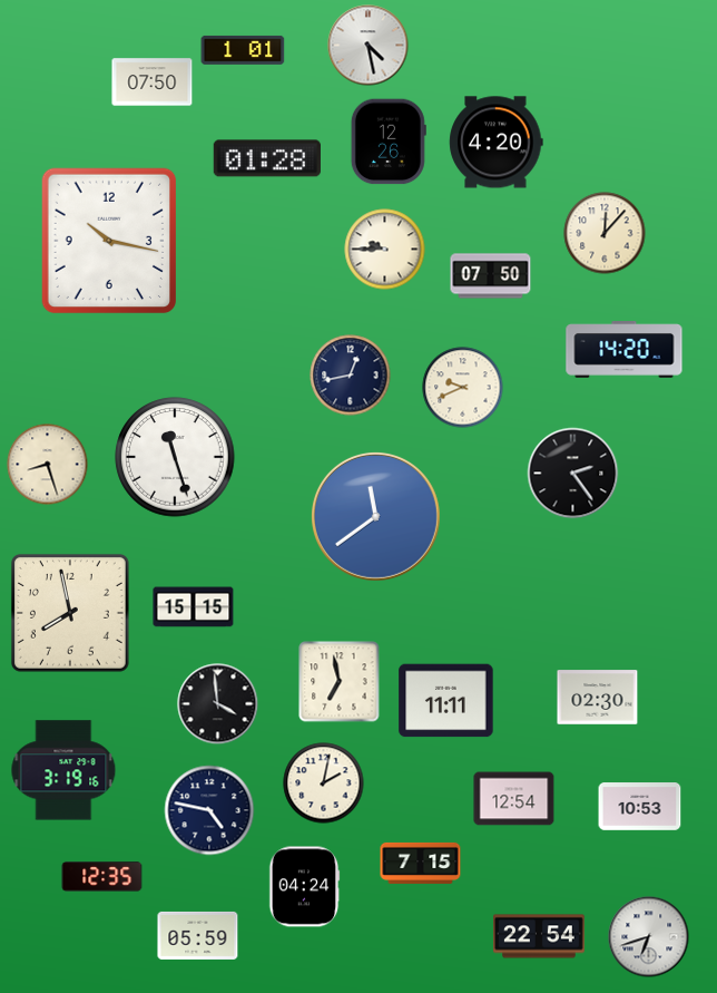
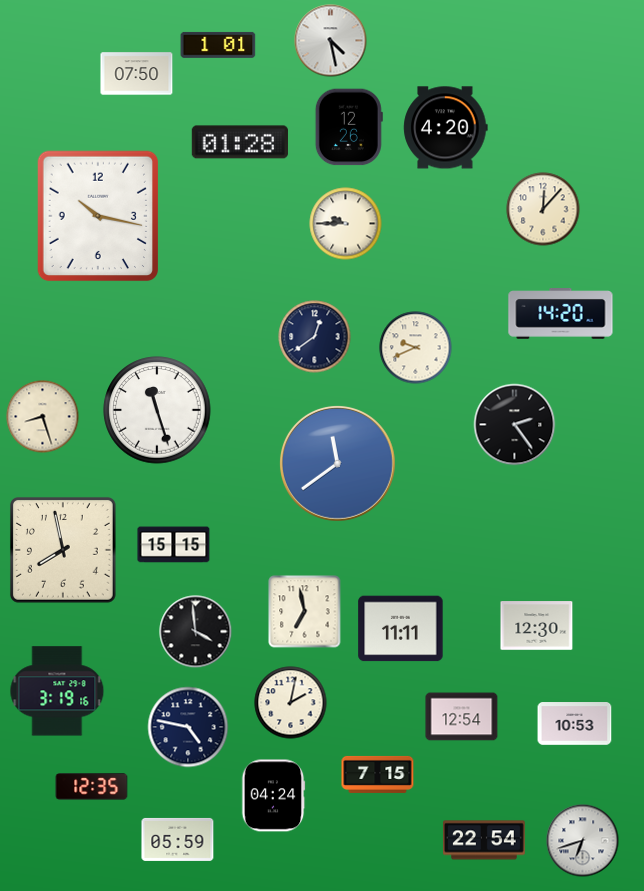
clock at (491, 276): 07:50 -> none
clock at (351, 376): 12:43 -> 12:39
clock at (598, 698): 02:30 -> 12:30
